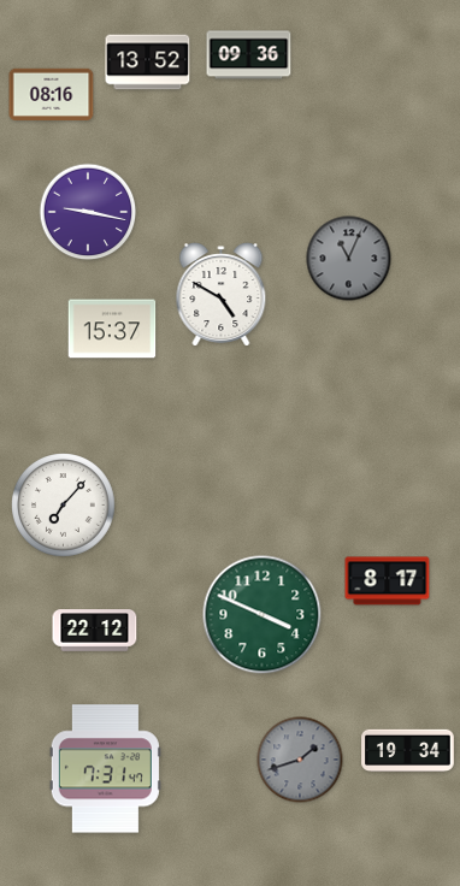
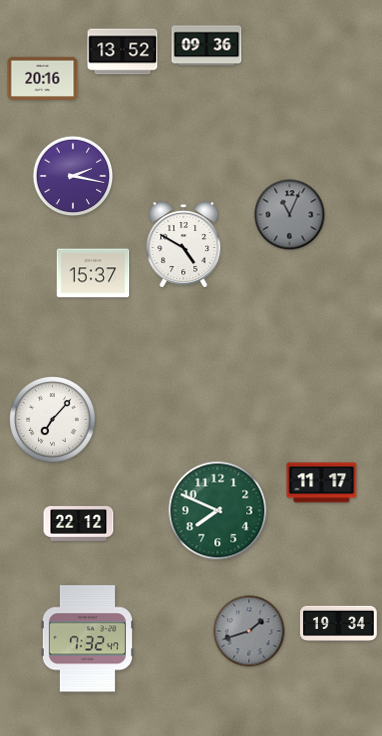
clock at (52, 94): 08:16 -> 20:16
clock at (88, 212): 9:17 -> 2:17
clock at (388, 581): 8:17 -> 11:17
clock at (263, 615): 3:49 -> 7:49
clock at (105, 769): 7:31 -> 7:32
